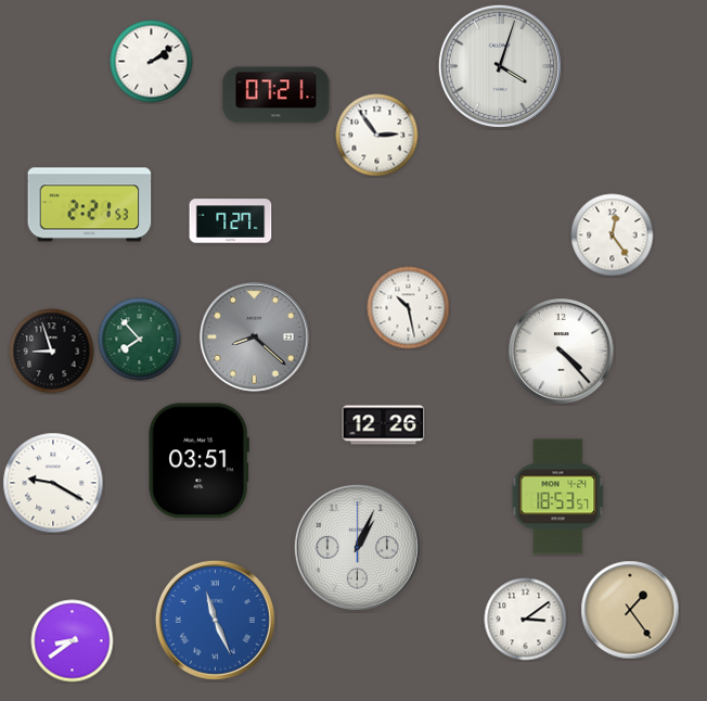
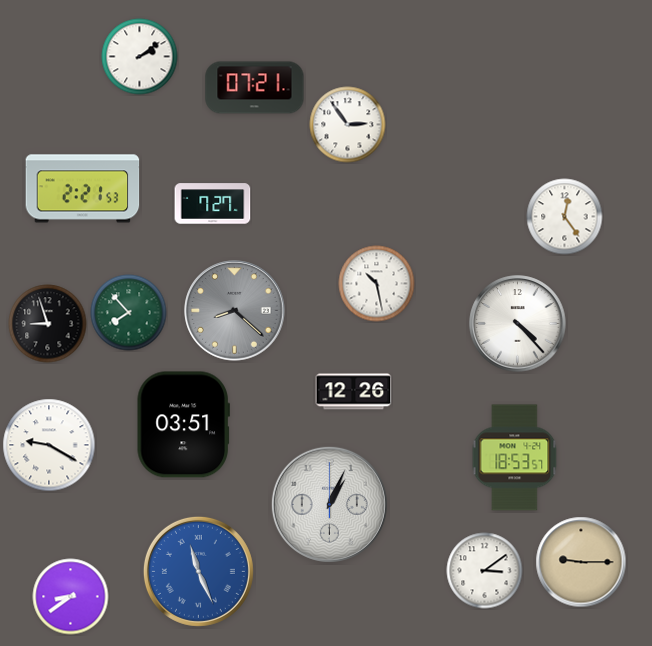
clock at (500, 66): 4:03 -> none
clock at (630, 610): 1:24 -> 9:15
clock at (73, 641) position: (73, 641) -> (71, 597)
